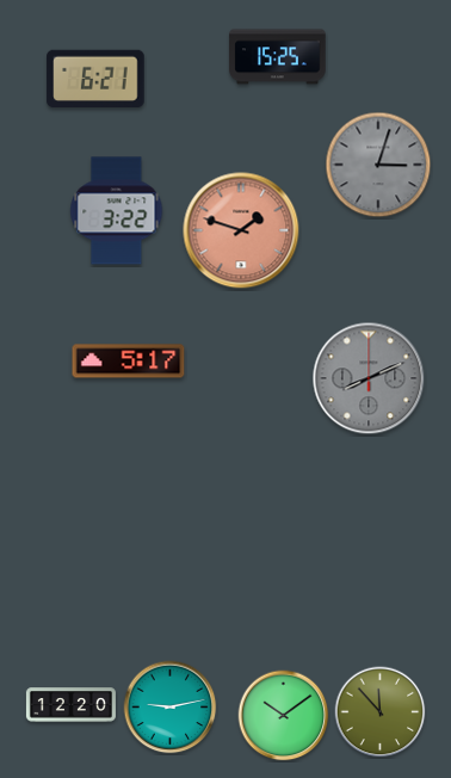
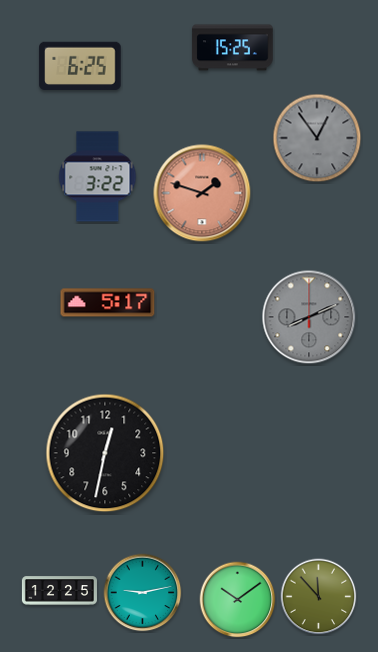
clock at (95, 79): 6:21 -> 6:25
clock at (378, 165): 3:03 -> 12:54
clock at (105, 453): none -> 12:32
clock at (70, 705): 12:20 -> 12:25
